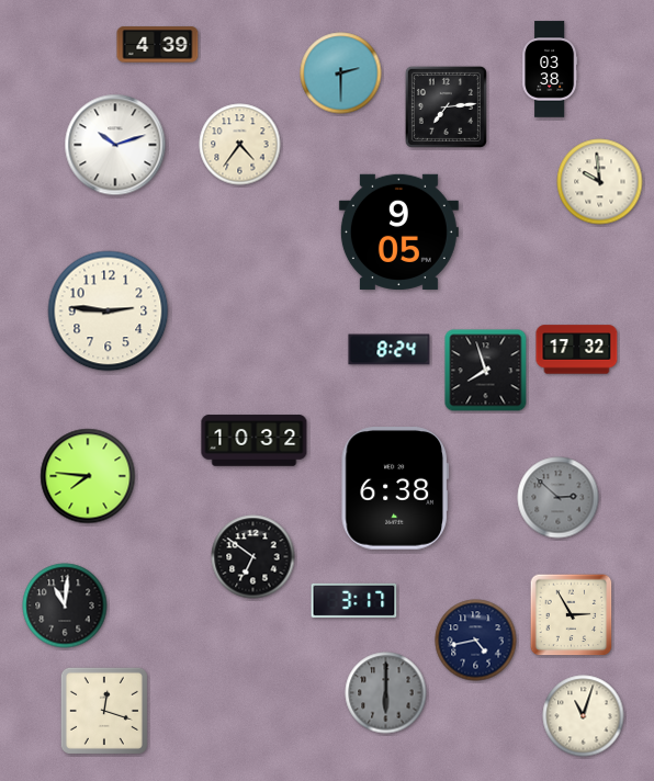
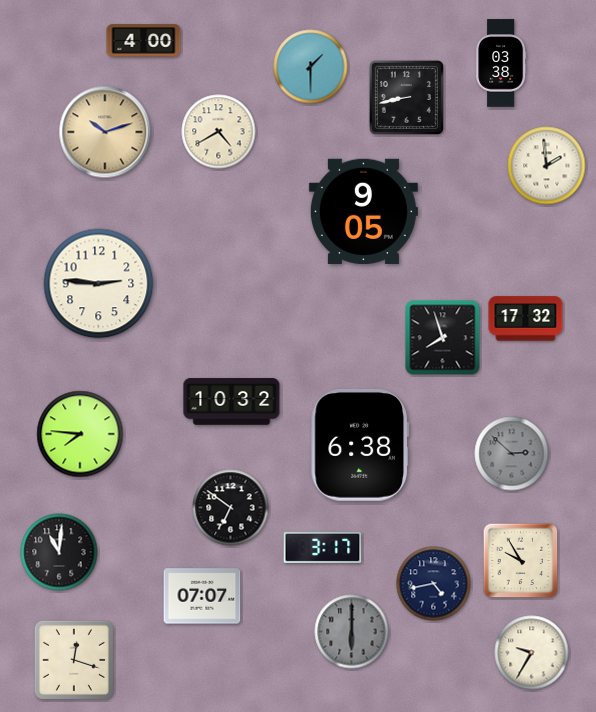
clock at (158, 45): 4:39 -> 4:00
clock at (341, 73): 2:30 -> 1:30
clock at (446, 106): 7:14 -> 8:43
clock at (115, 145) dial: white -> champagne
clock at (240, 145): 4:36 -> 4:40
clock at (600, 182): 9:59 -> 1:59
clock at (390, 350): 8:24 -> none
clock at (559, 498) position: (559, 498) -> (512, 454)
clock at (572, 615): 2:55 -> 9:55
clock at (202, 596): none -> 07:07
clock at (104, 711) position: (104, 711) -> (74, 660)
clock at (584, 716): 11:03 -> 9:35
